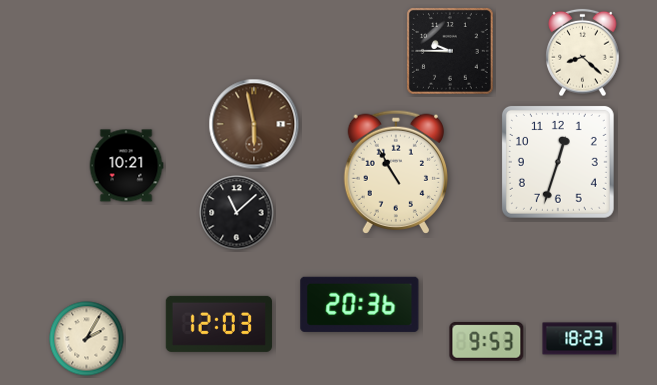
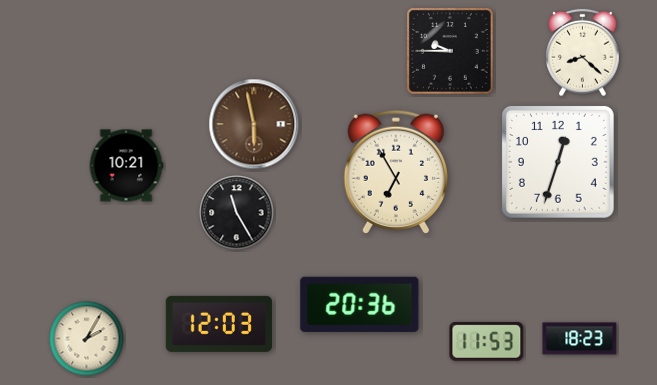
clock at (395, 172): 10:55 -> 6:55
clock at (237, 213): 11:08 -> 11:25
clock at (487, 341): 9:53 -> 11:53
